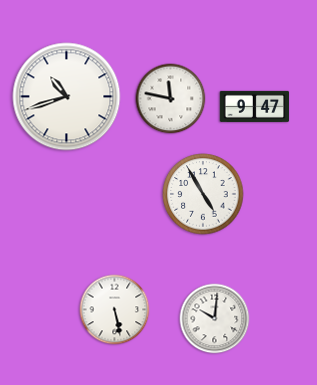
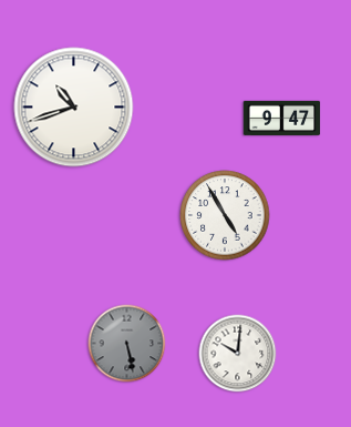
clock at (171, 99): 11:47 -> none
clock at (115, 310) dial: white -> grey
